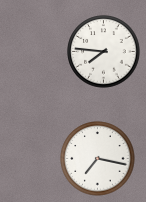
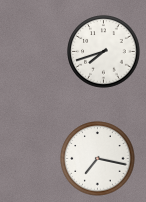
clock at (104, 52): 7:46 -> 7:42
